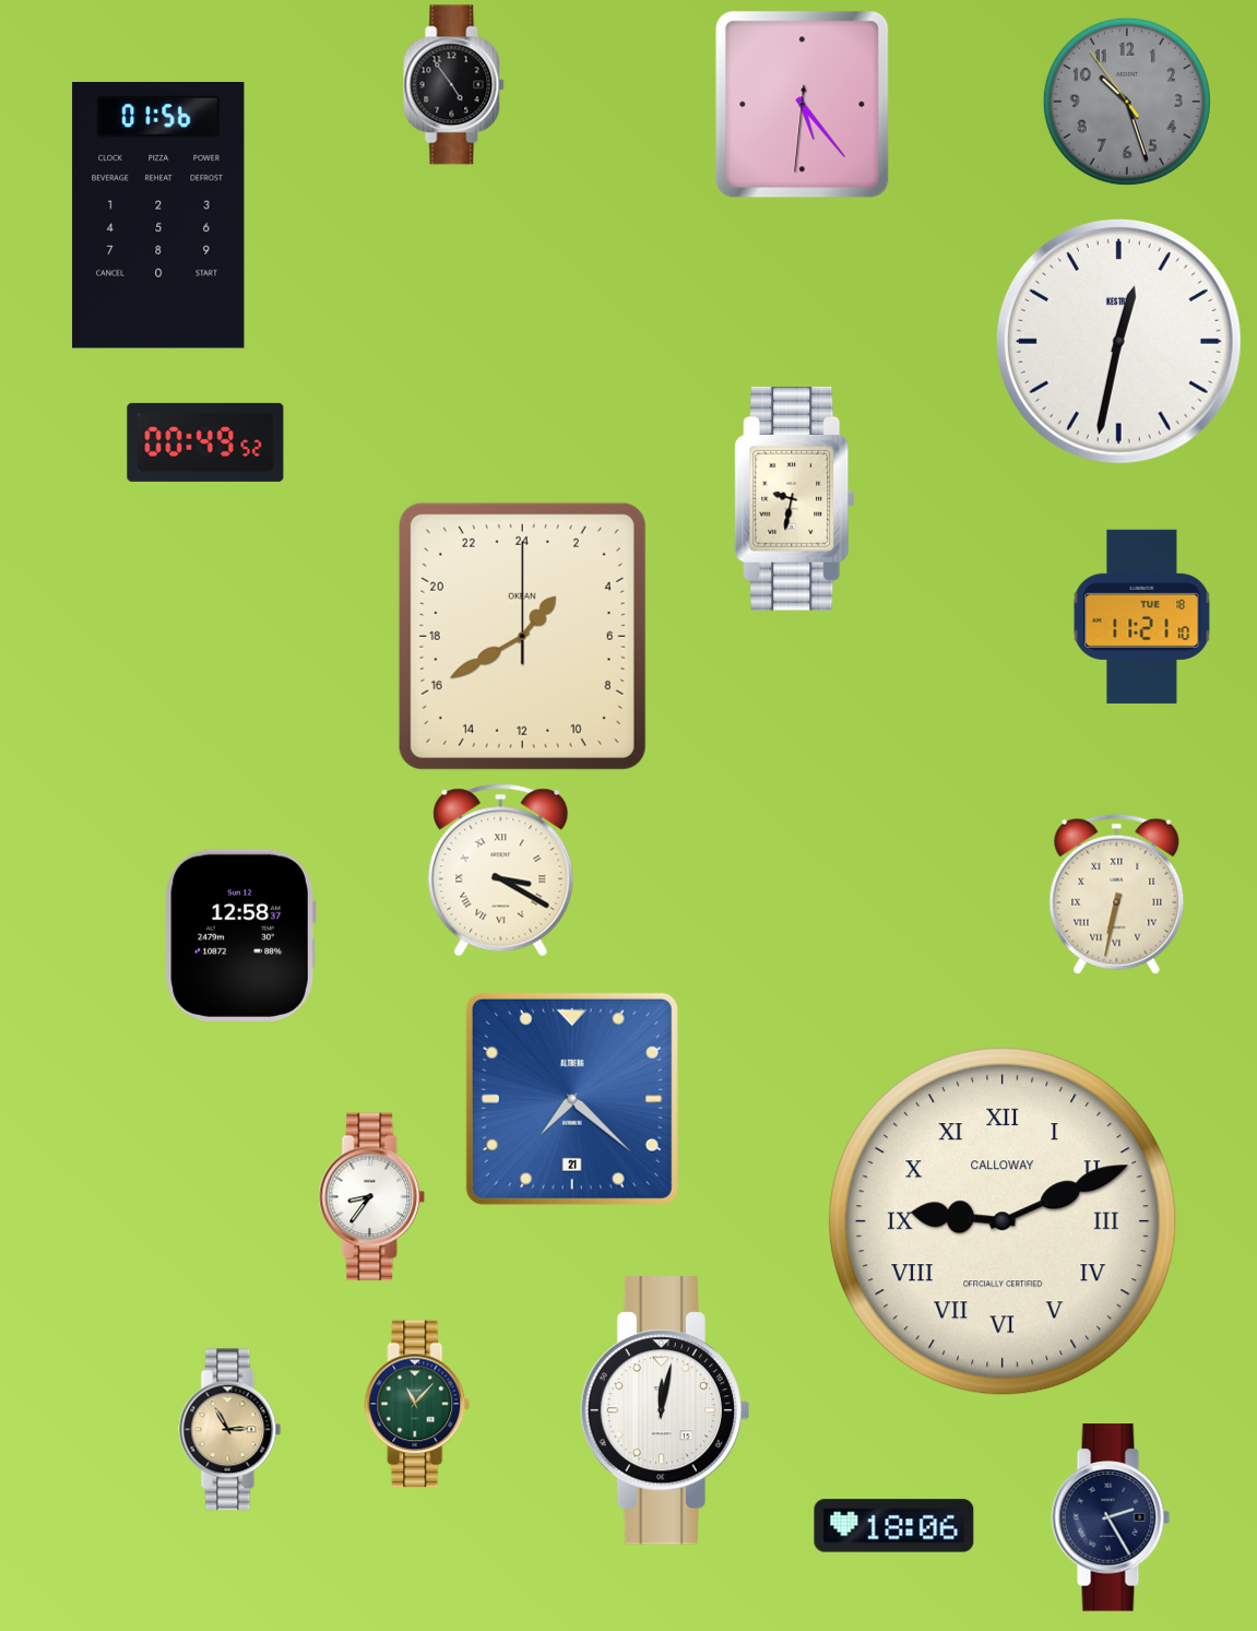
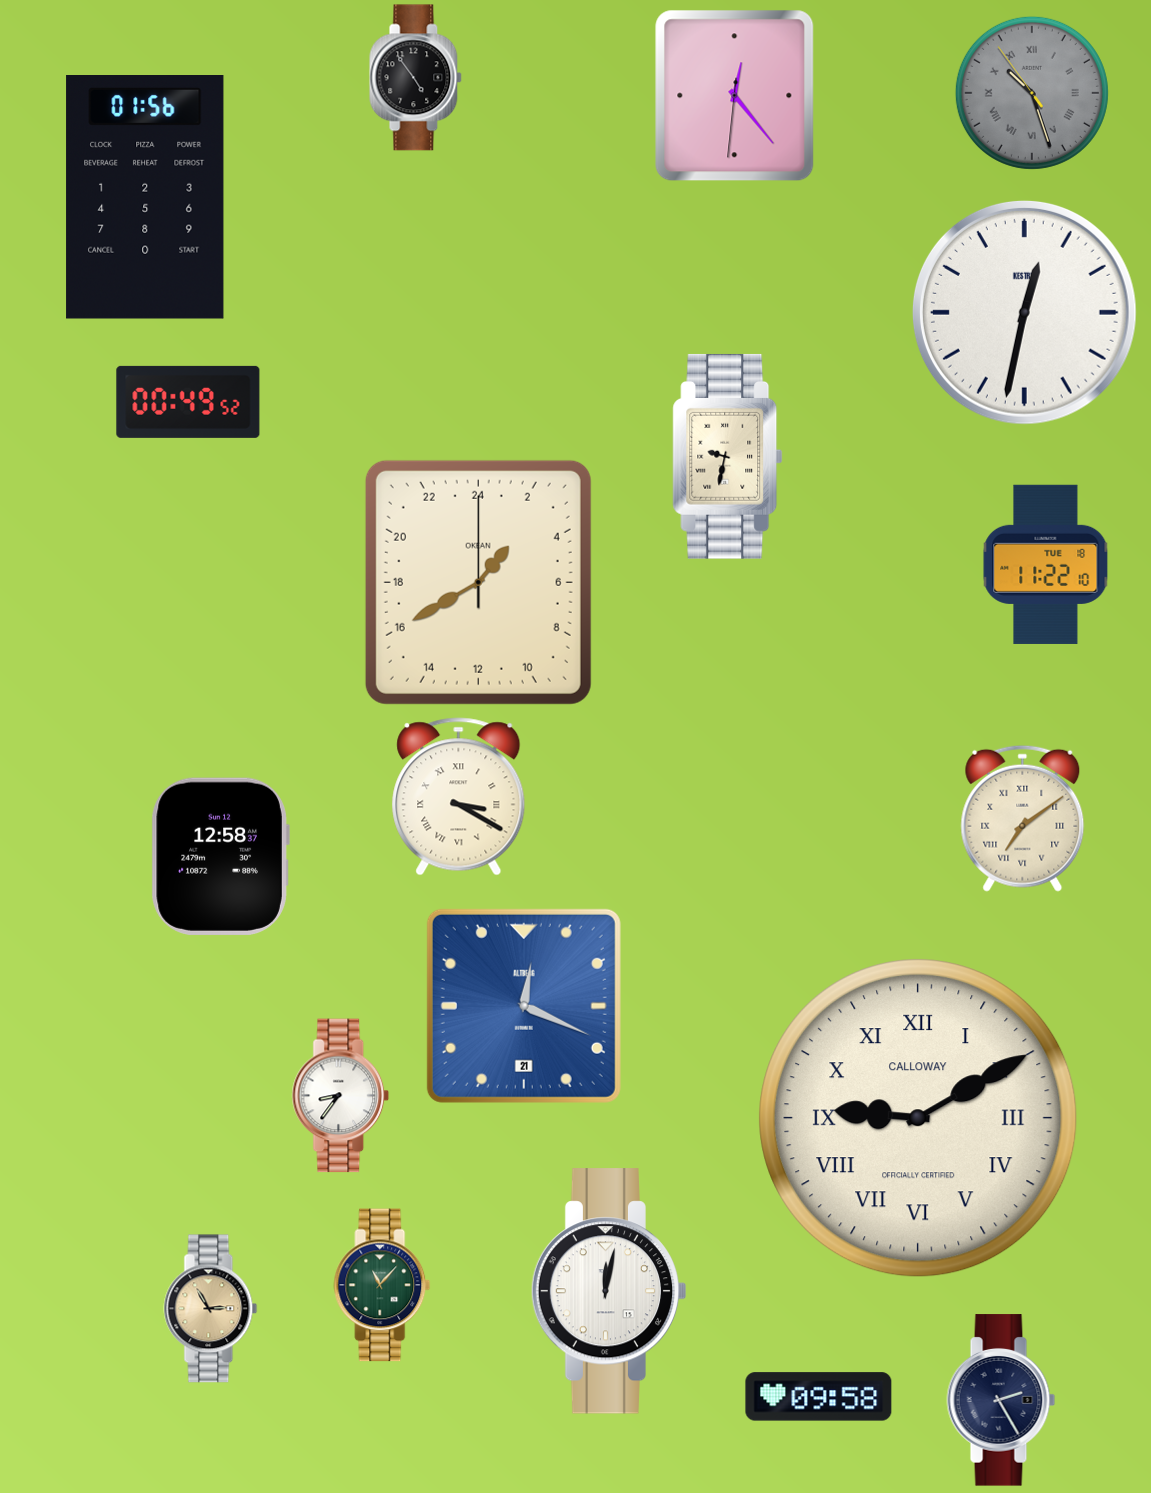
clock at (1127, 102) numerals: Arabic -> Roman
clock at (803, 105): 5:23 -> 12:23
clock at (205, 442) position: (205, 442) -> (188, 402)
clock at (1142, 616): 11:21 -> 11:22
clock at (1117, 894): 6:32 -> 7:09
clock at (572, 1099): 7:22 -> 12:19
clock at (1003, 1221): 9:11 -> 9:10
clock at (1111, 1517) position: (1111, 1517) -> (1001, 1400)
clock at (894, 1526): 18:06 -> 09:58
